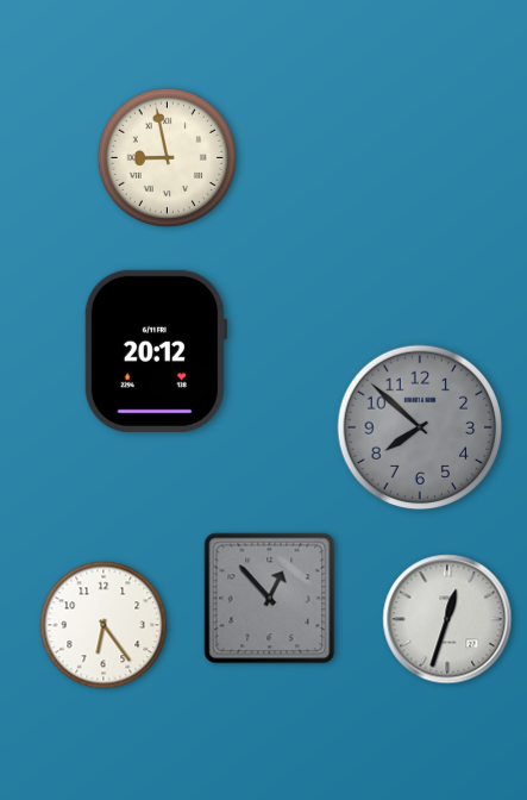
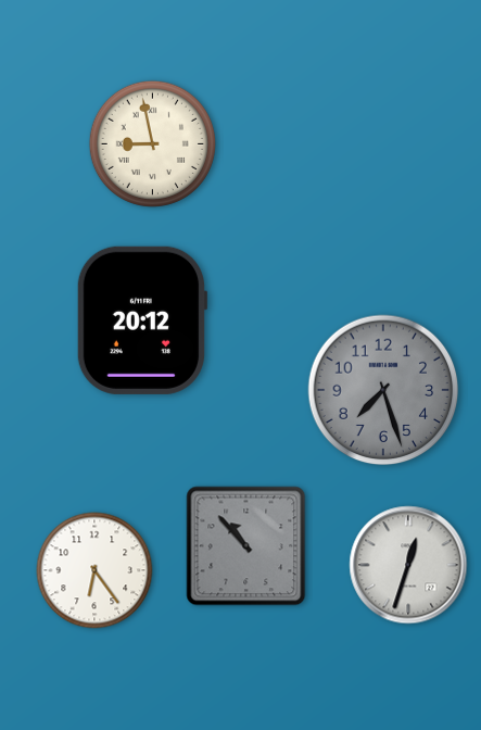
clock at (420, 427): 7:52 -> 7:27
clock at (270, 599): 12:53 -> 10:53
